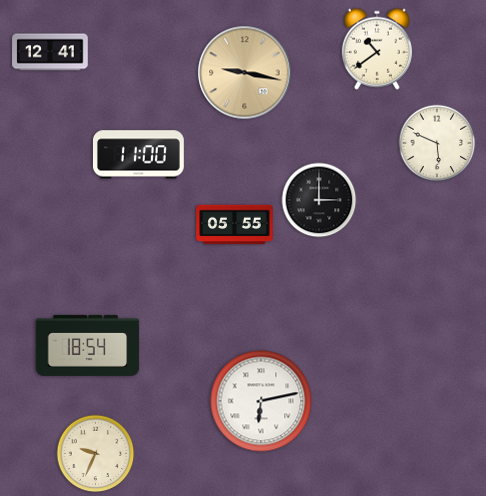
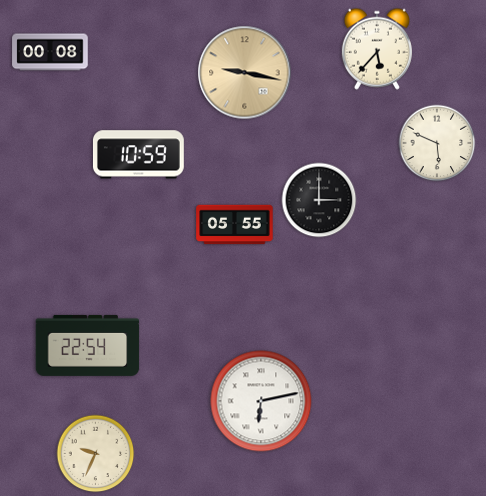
clock at (377, 49): 10:39 -> 5:37
clock at (50, 52): 12:41 -> 00:08
clock at (138, 155): 11:00 -> 10:59
clock at (88, 345): 18:54 -> 22:54
